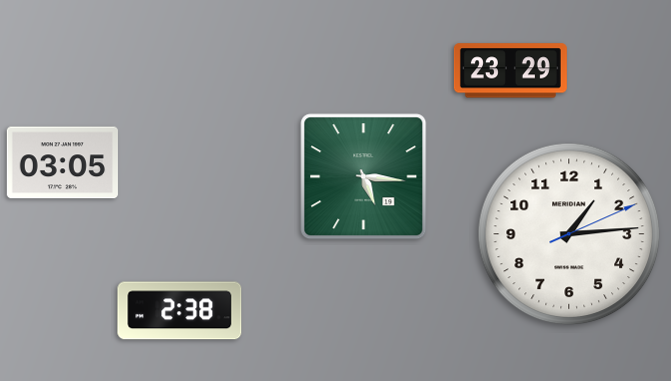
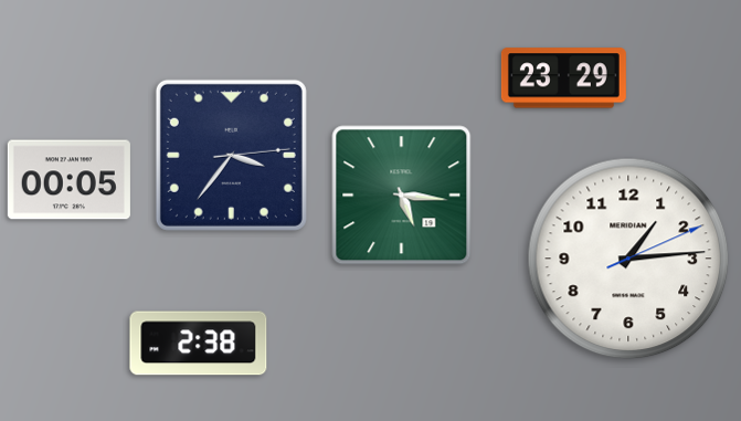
clock at (231, 155): none -> 3:36
clock at (62, 163): 03:05 -> 00:05
